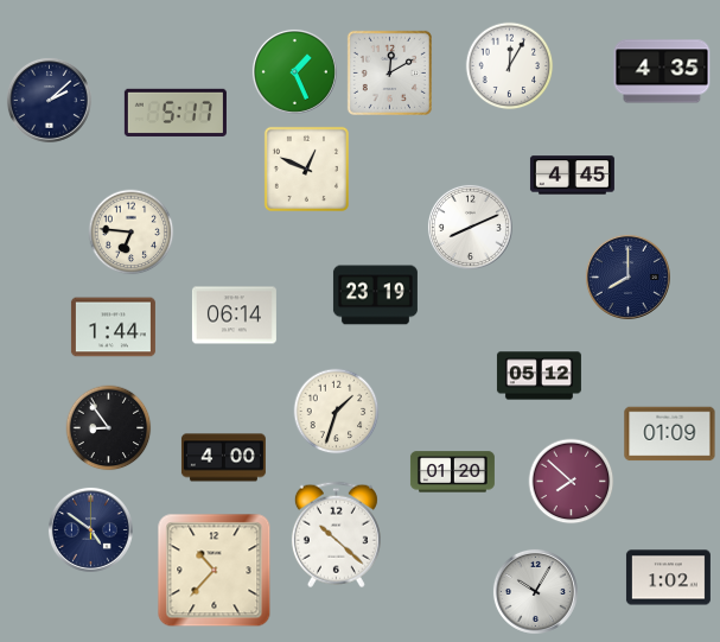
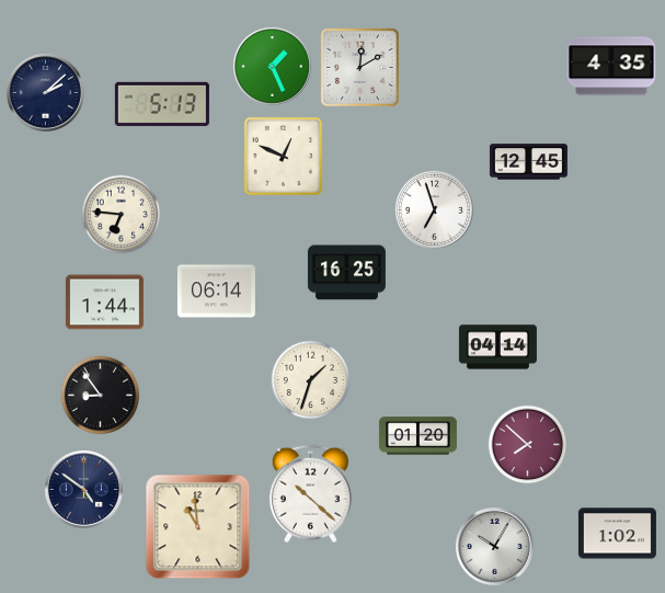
clock at (510, 66): 12:05 -> none
clock at (176, 113): 5:17 -> 5:13
clock at (572, 176): 4:45 -> 12:45
clock at (470, 227): 8:11 -> 6:57
clock at (627, 276): 8:00 -> none
clock at (375, 295): 23:19 -> 16:25
clock at (539, 376): 05:12 -> 04:14
clock at (670, 434): 01:09 -> none
clock at (223, 458): 4:00 -> none
clock at (215, 571): 10:37 -> 10:59
